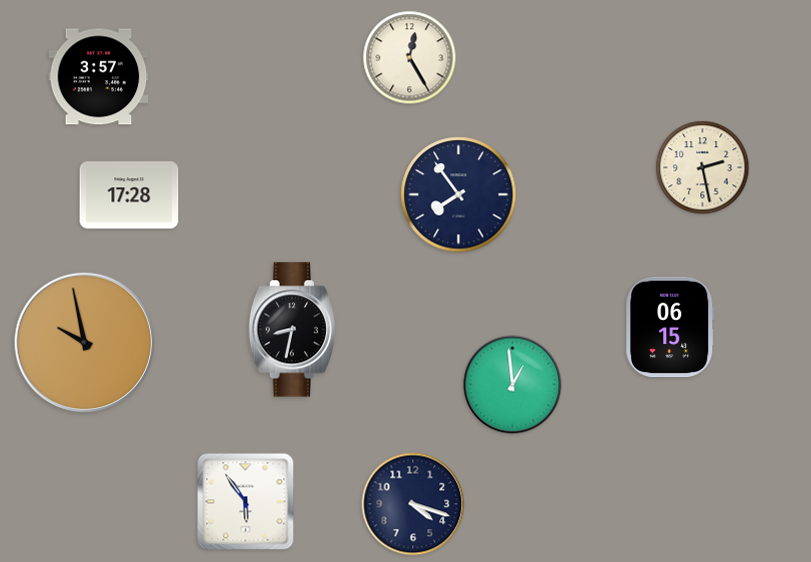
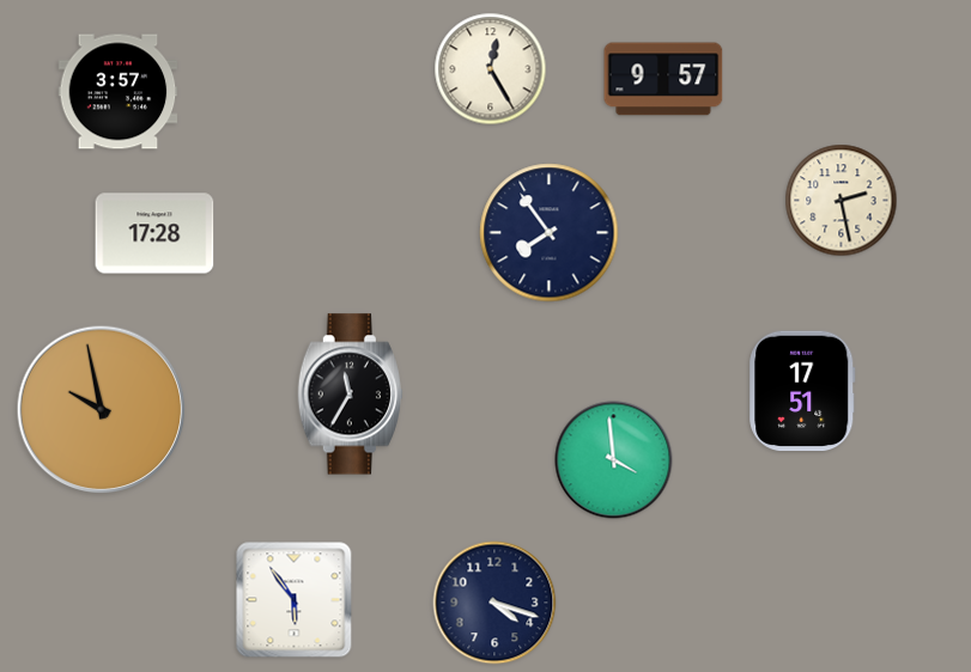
clock at (663, 79): none -> 9:57
clock at (670, 327): 06:15 -> 17:51
clock at (292, 330): 8:32 -> 11:35
clock at (513, 385): 12:59 -> 3:59
